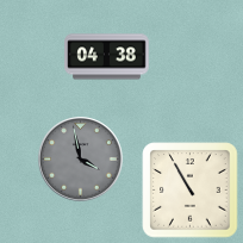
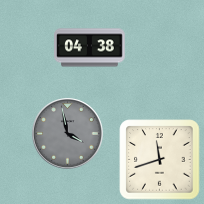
clock at (191, 191): 10:55 -> 11:42
